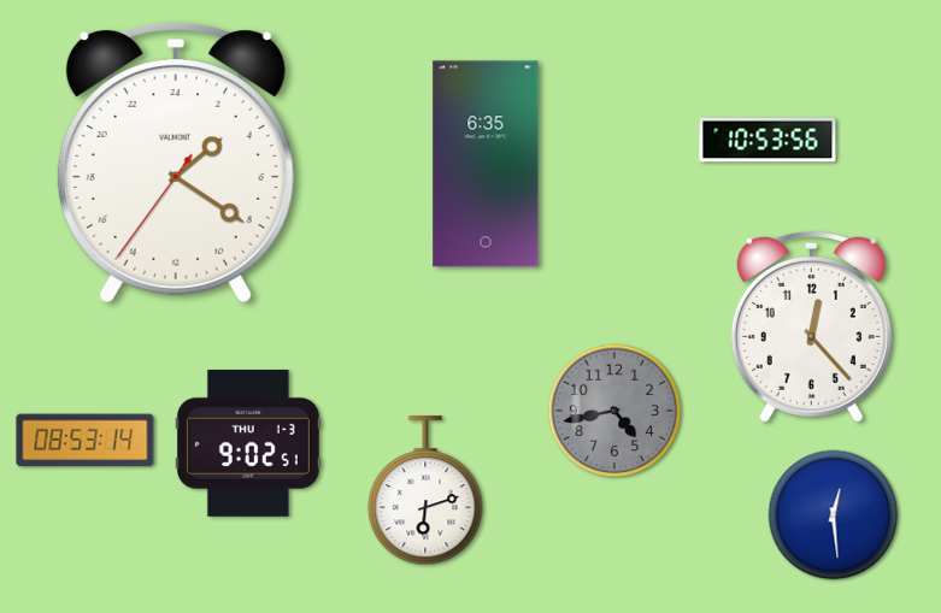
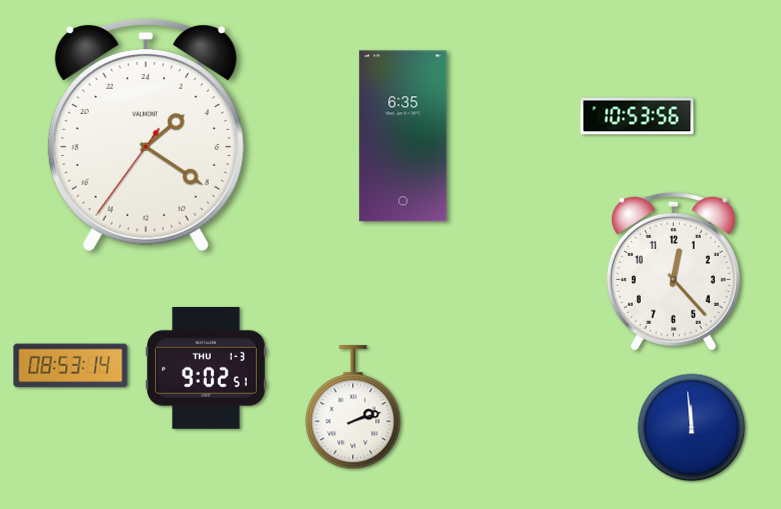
clock at (614, 411): 4:43 -> none
clock at (425, 491): 6:12 -> 2:12
clock at (834, 515): 12:29 -> 11:59
